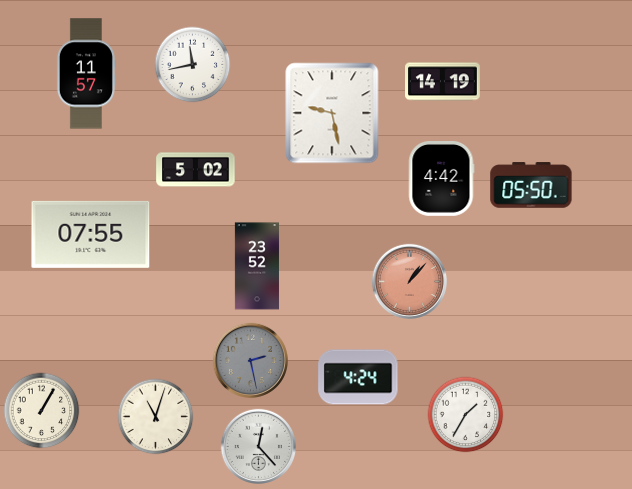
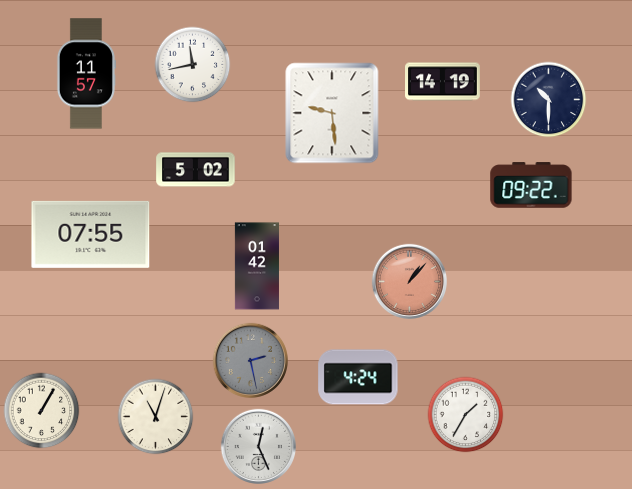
clock at (549, 100): none -> 10:30
clock at (332, 113): 9:28 -> 9:29
clock at (442, 179): 4:42 -> none
clock at (531, 185): 05:50 -> 09:22
clock at (257, 266): 23:52 -> 01:42
clock at (258, 446): 12:23 -> 12:26
